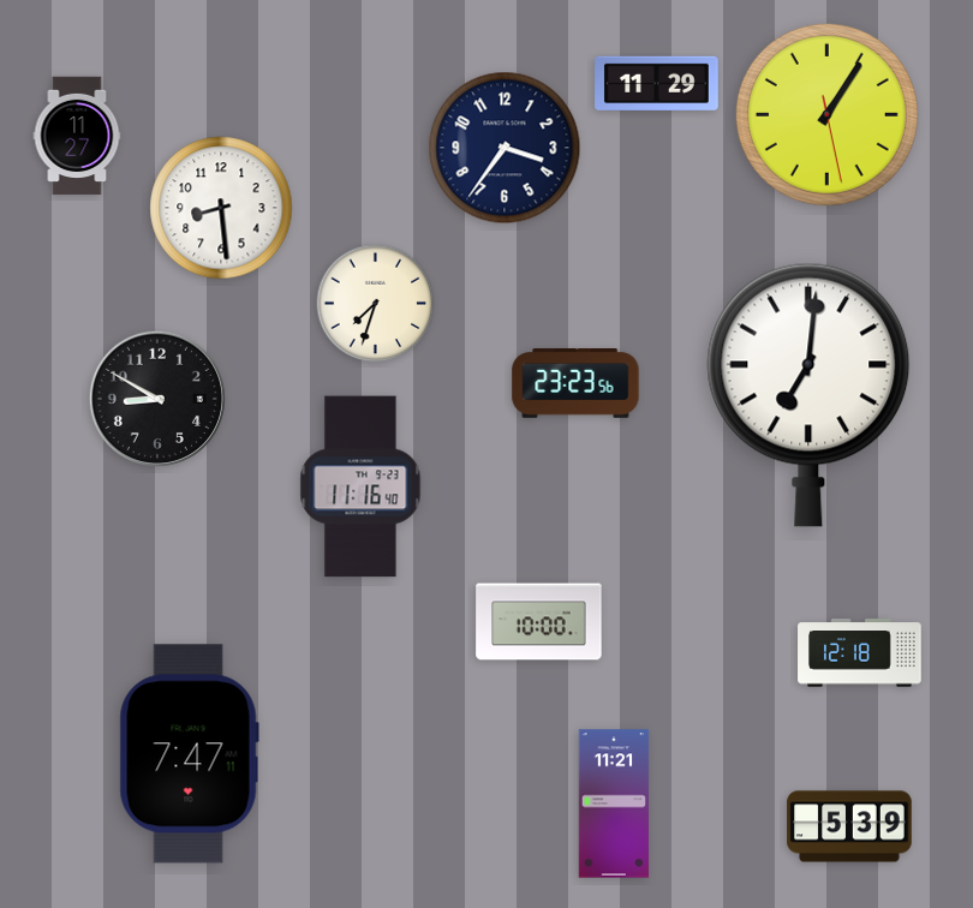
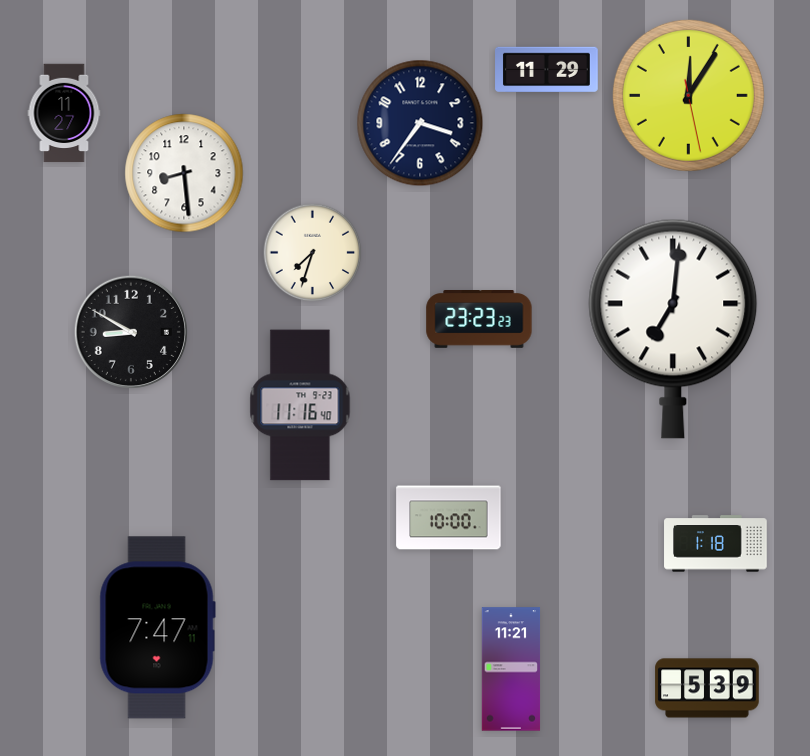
clock at (826, 114): 1:05 -> 12:05
clock at (575, 384): 23:23:56 -> 23:23:23
clock at (860, 653): 12:18 -> 1:18
